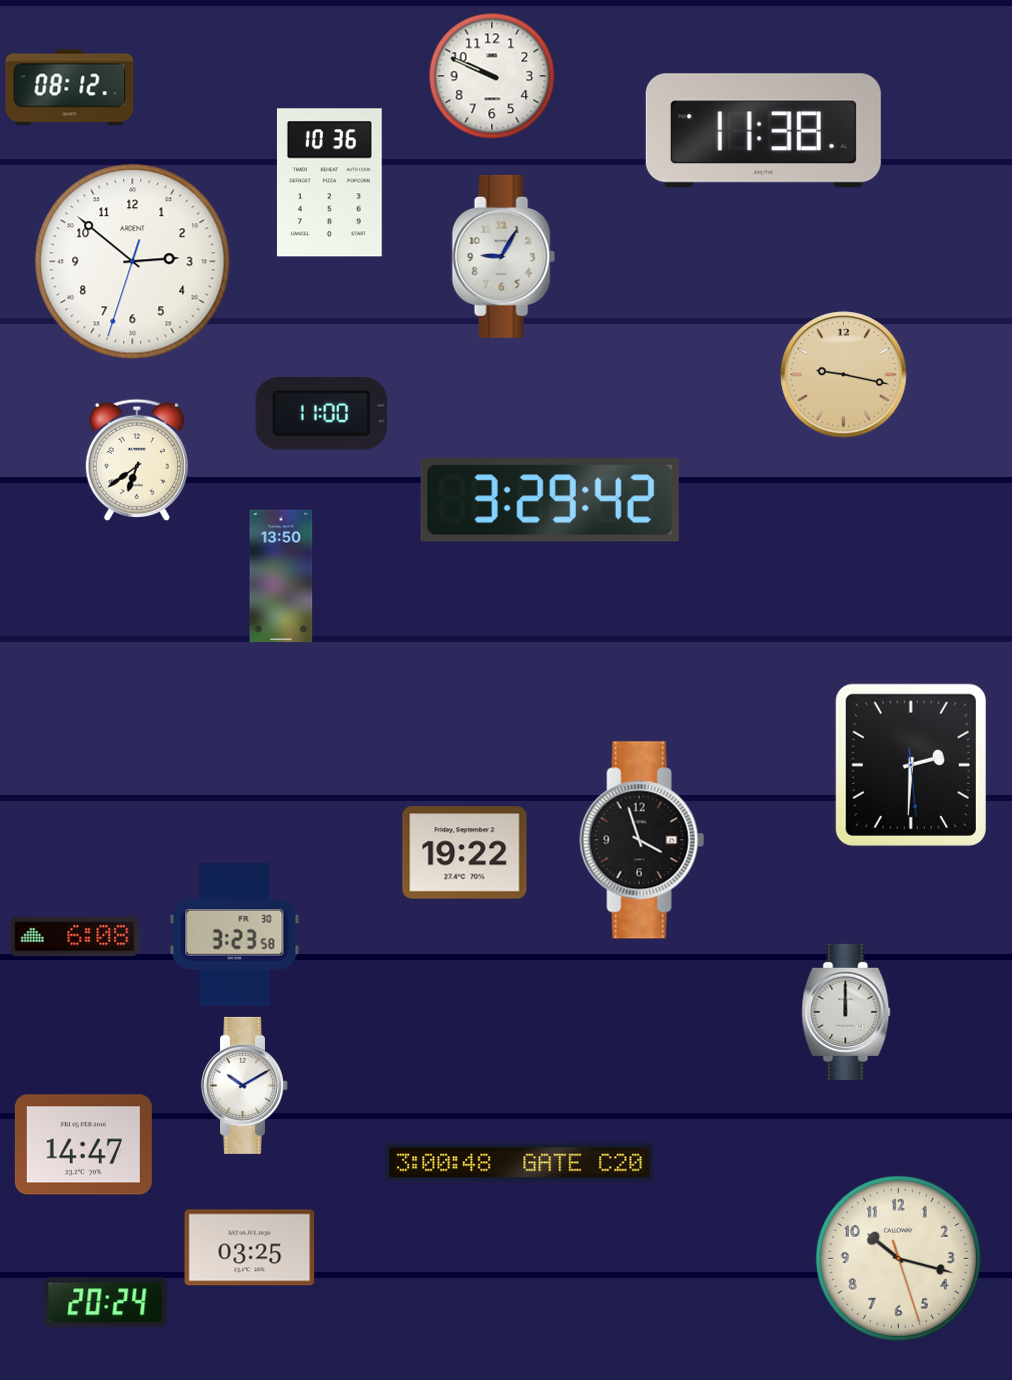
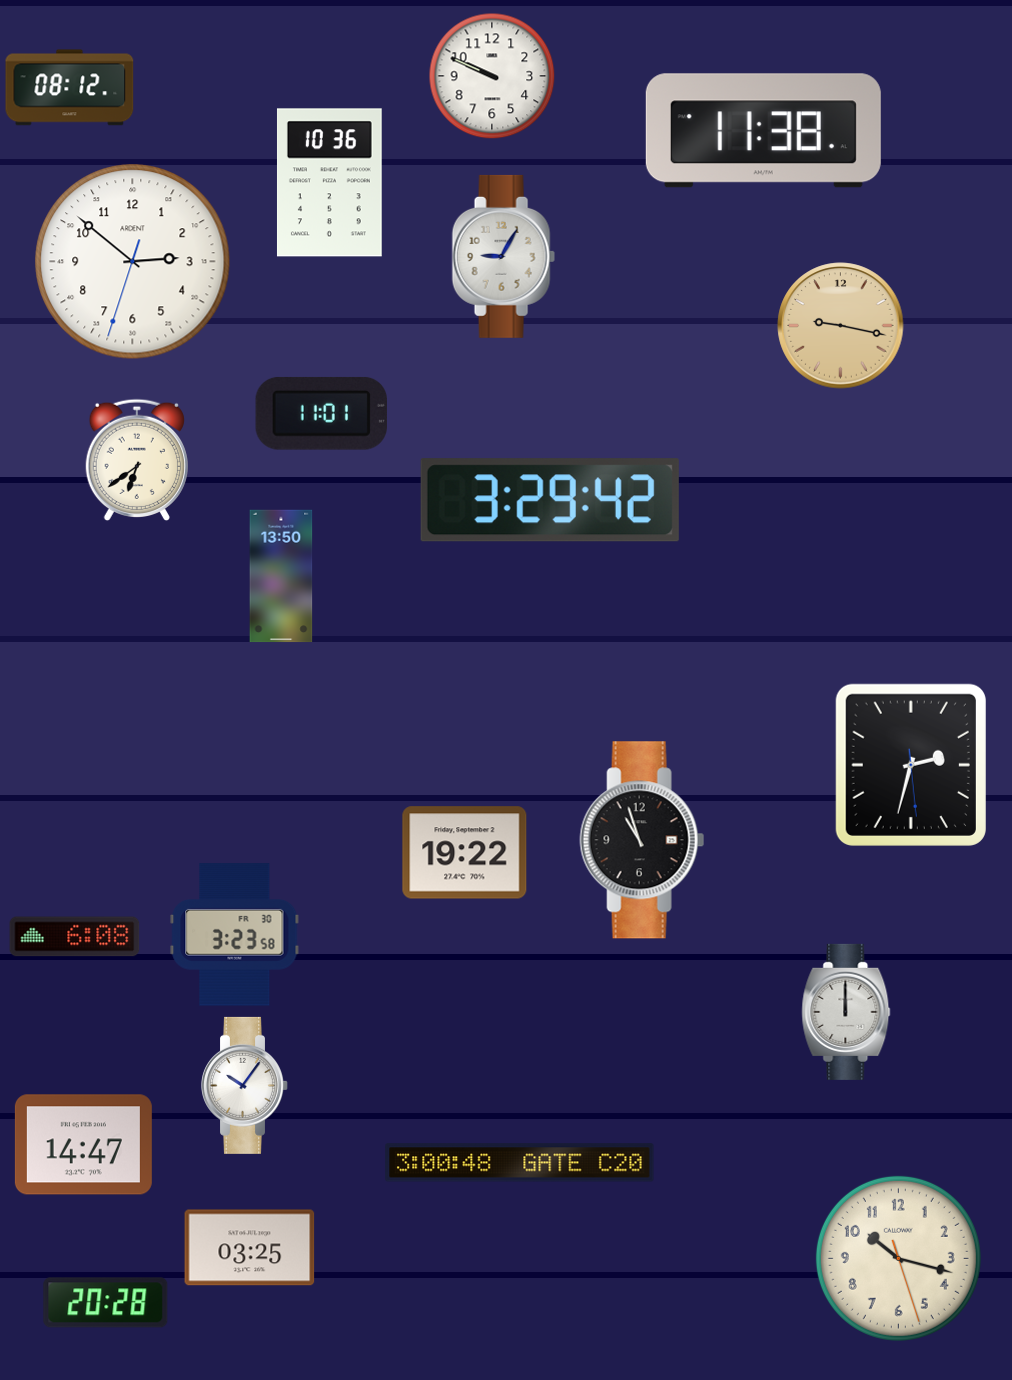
clock at (844, 375) position: (844, 375) -> (841, 326)
clock at (321, 413): 11:00 -> 11:01
clock at (911, 765): 2:30 -> 2:32
clock at (642, 840): 3:57 -> 10:57
clock at (245, 1085): 10:10 -> 10:06
clock at (106, 1303): 20:24 -> 20:28
